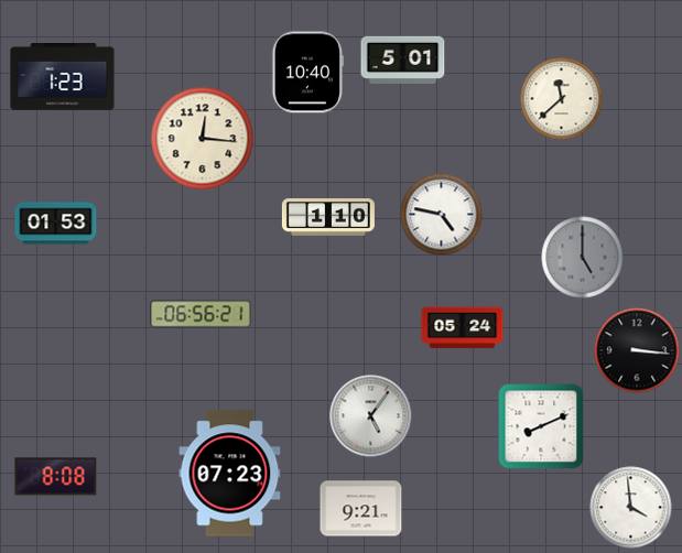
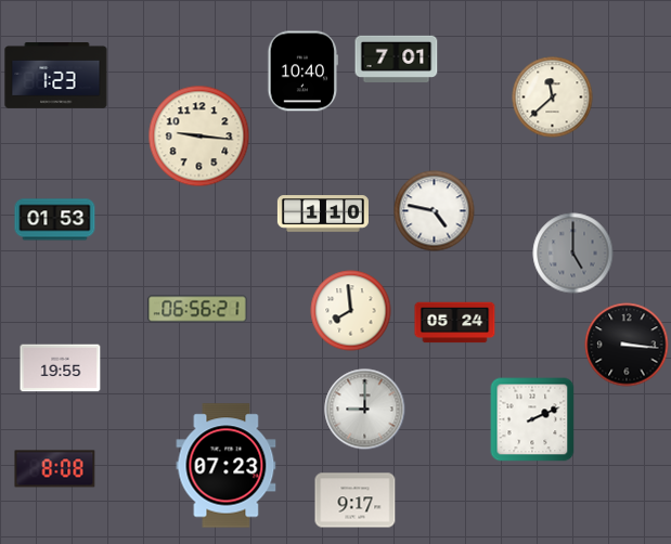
clock at (403, 59): 5:01 -> 7:01
clock at (63, 77) position: (63, 77) -> (56, 76)
clock at (203, 139): 12:16 -> 9:16
clock at (351, 311): none -> 7:59
clock at (61, 368): none -> 19:55
clock at (371, 416): 5:06 -> 9:00
clock at (541, 426): 8:11 -> 2:11
clock at (631, 508): 3:59 -> none
clock at (361, 509): 9:21 -> 9:17
